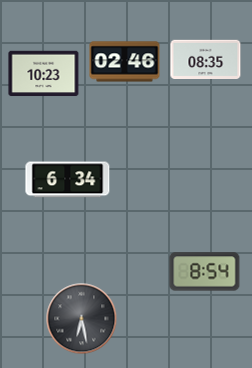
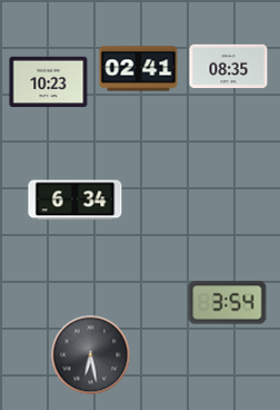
clock at (125, 62): 02:46 -> 02:41
clock at (205, 272): 8:54 -> 3:54
